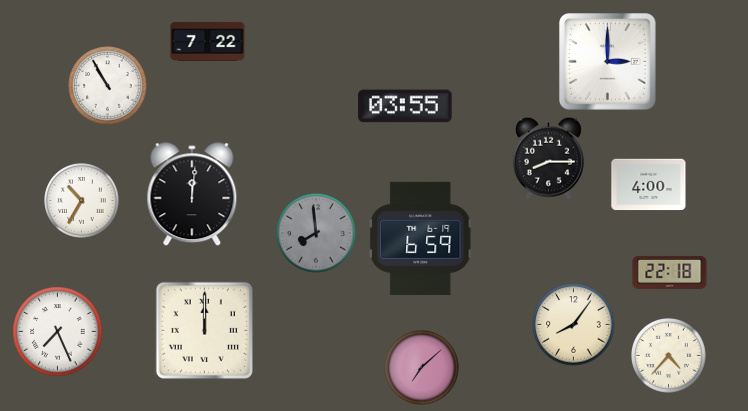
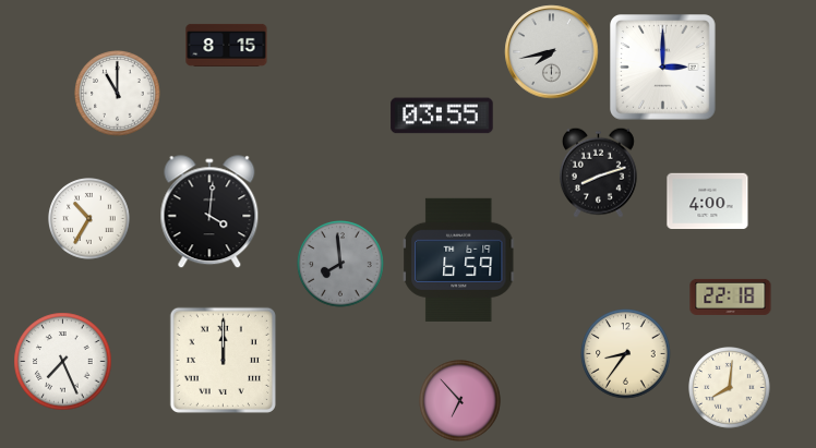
clock at (208, 41): 7:22 -> 8:15
clock at (552, 52): none -> 7:43
clock at (108, 86): 10:55 -> 11:00
clock at (548, 158): 8:15 -> 8:12
clock at (192, 195): 12:01 -> 4:01
clock at (316, 233) position: (316, 233) -> (340, 264)
clock at (574, 325): 8:06 -> 8:36
clock at (669, 356): 4:37 -> 8:01
clock at (422, 368): 7:08 -> 6:53
